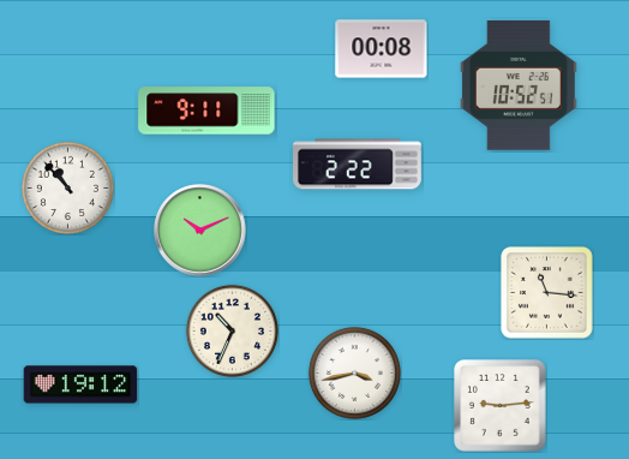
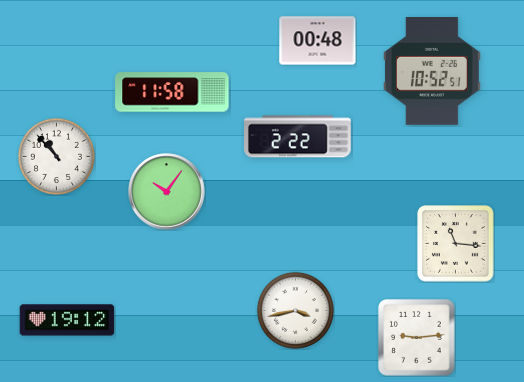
clock at (382, 49): 00:08 -> 00:48
clock at (206, 111): 9:11 -> 11:58
clock at (200, 231): 10:11 -> 10:06
clock at (232, 330): 10:34 -> none
